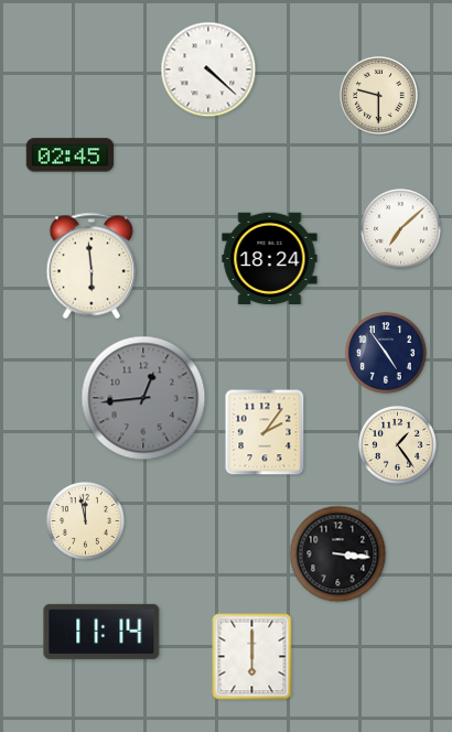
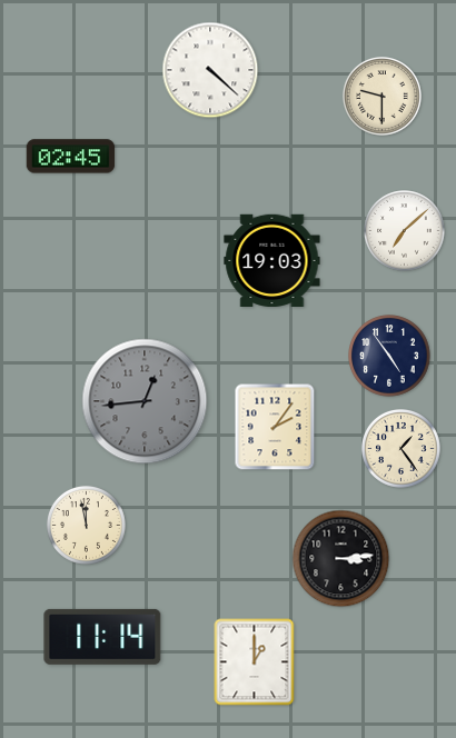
clock at (270, 258): 18:24 -> 19:03
clock at (90, 266): 5:59 -> none
clock at (265, 432) position: (265, 432) -> (275, 427)
clock at (338, 555): 3:16 -> 3:14
clock at (252, 657): 6:00 -> 1:00
